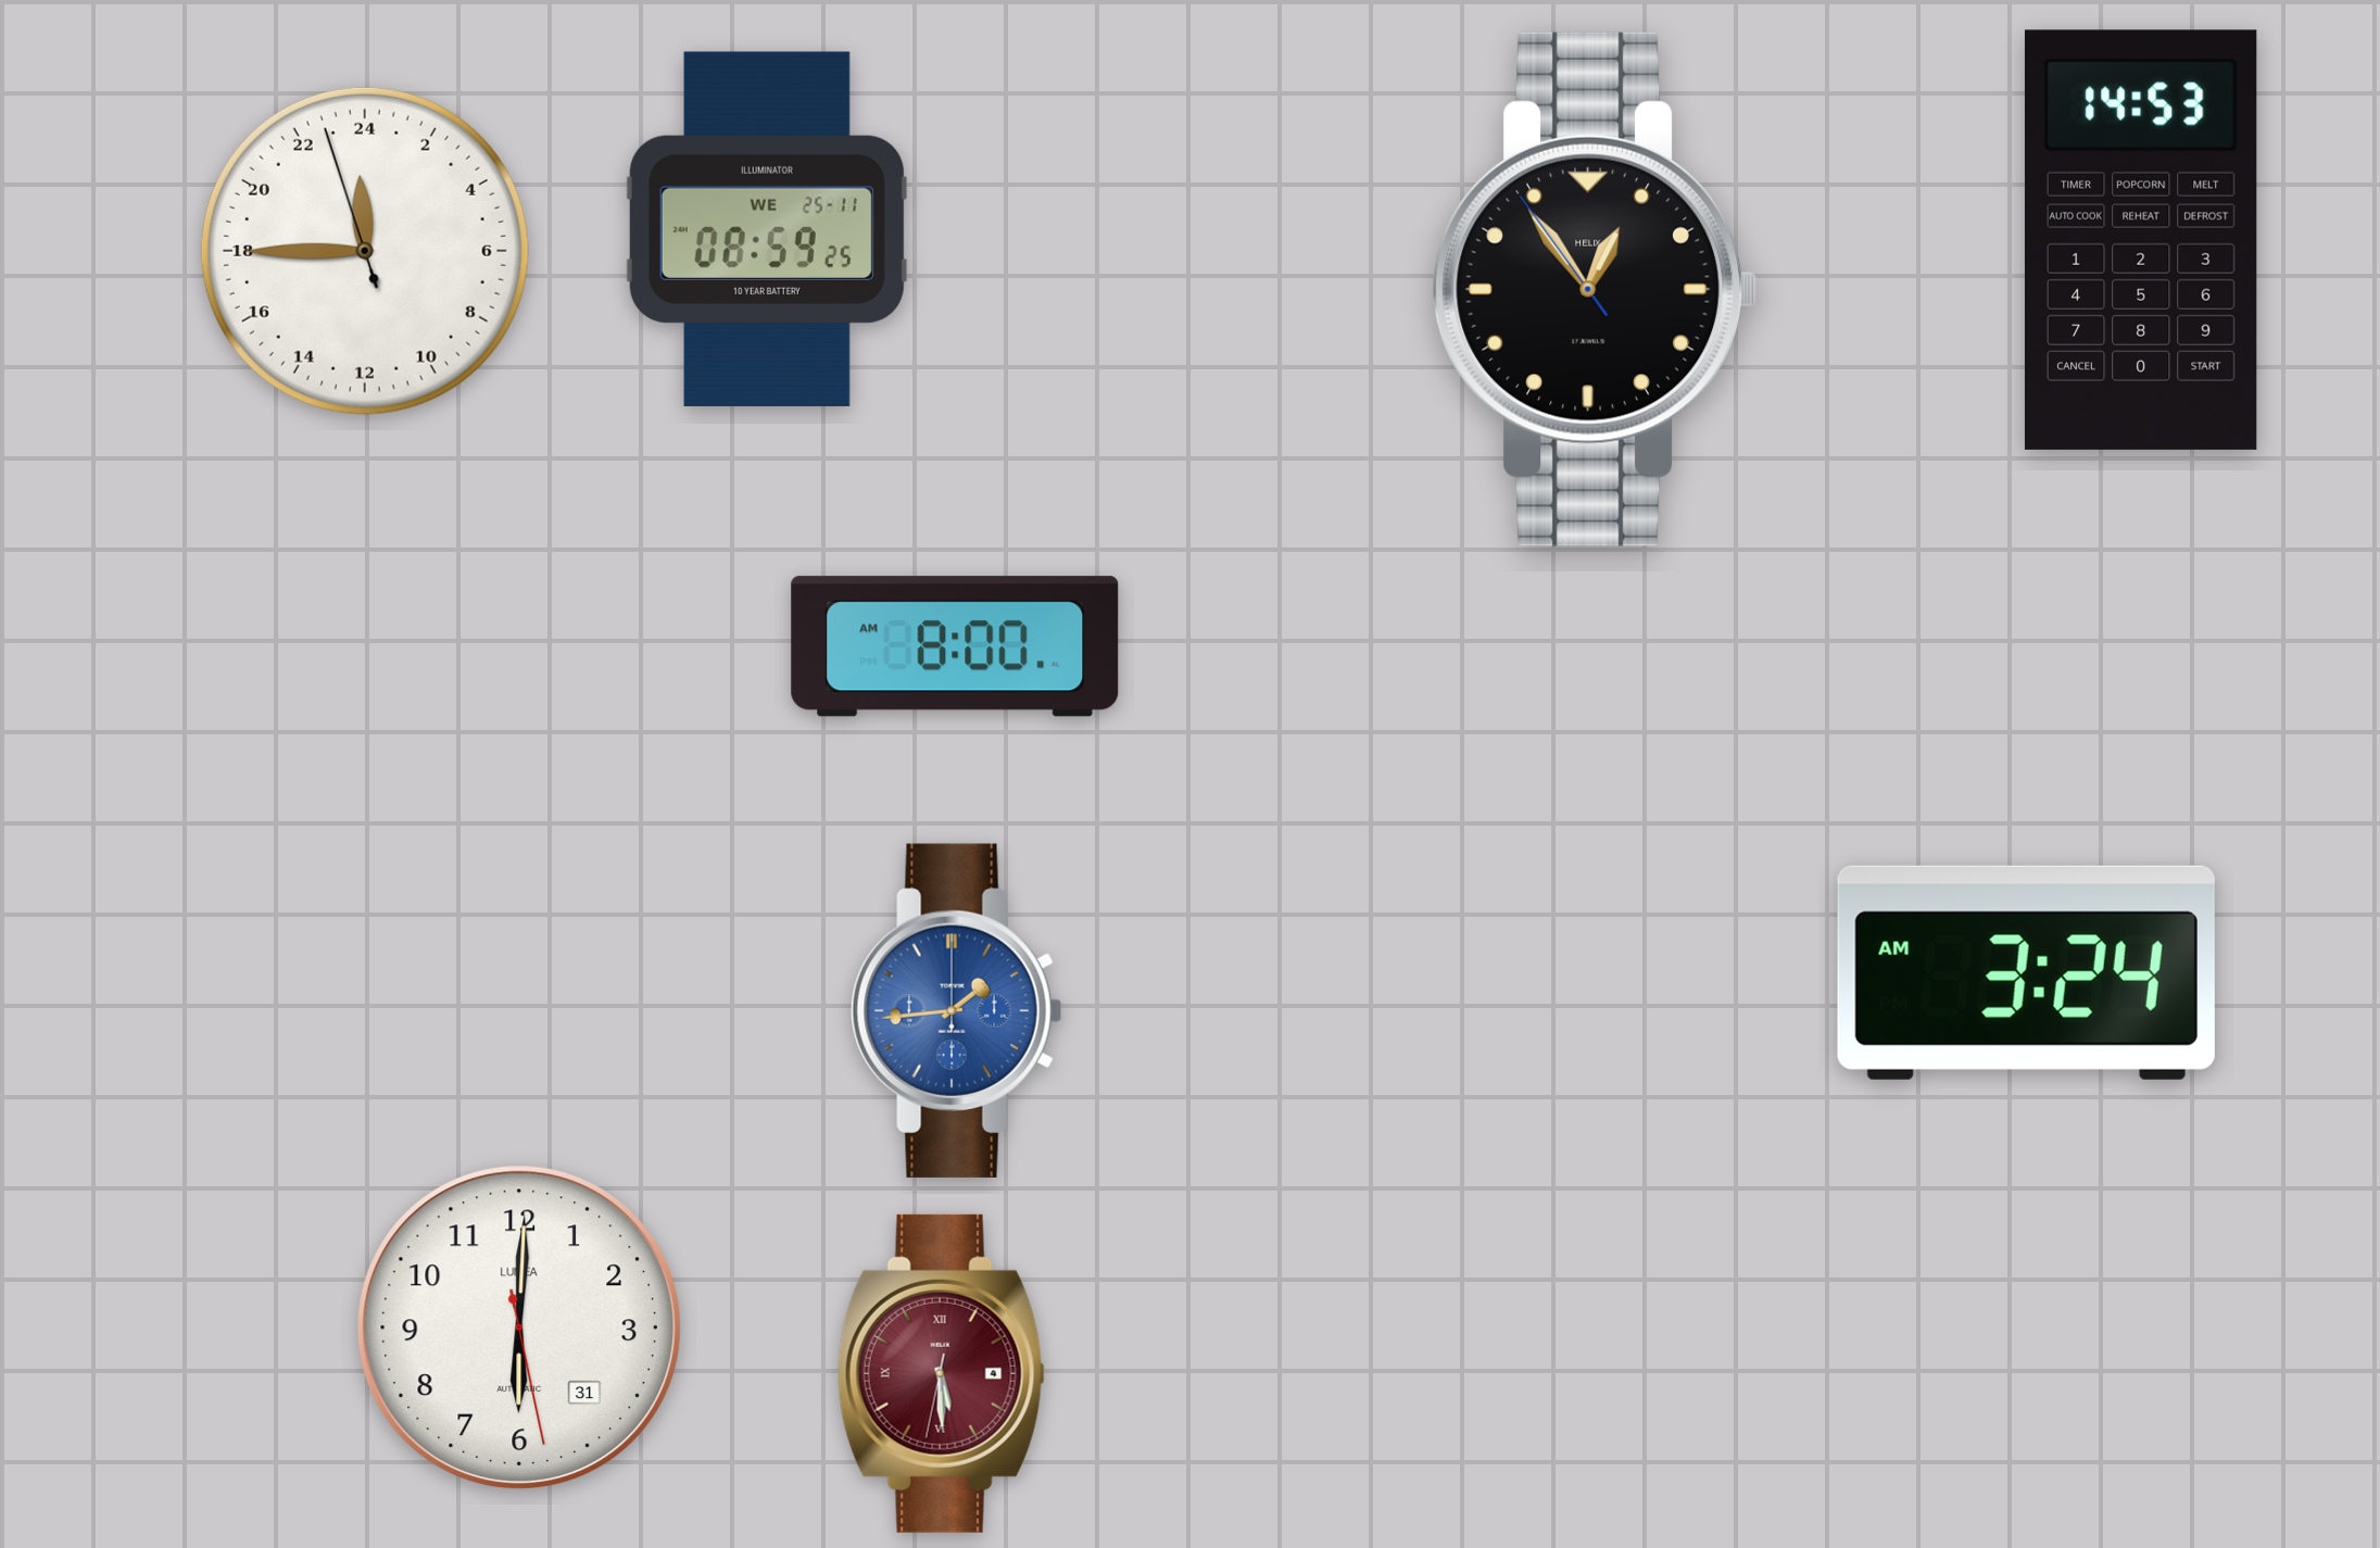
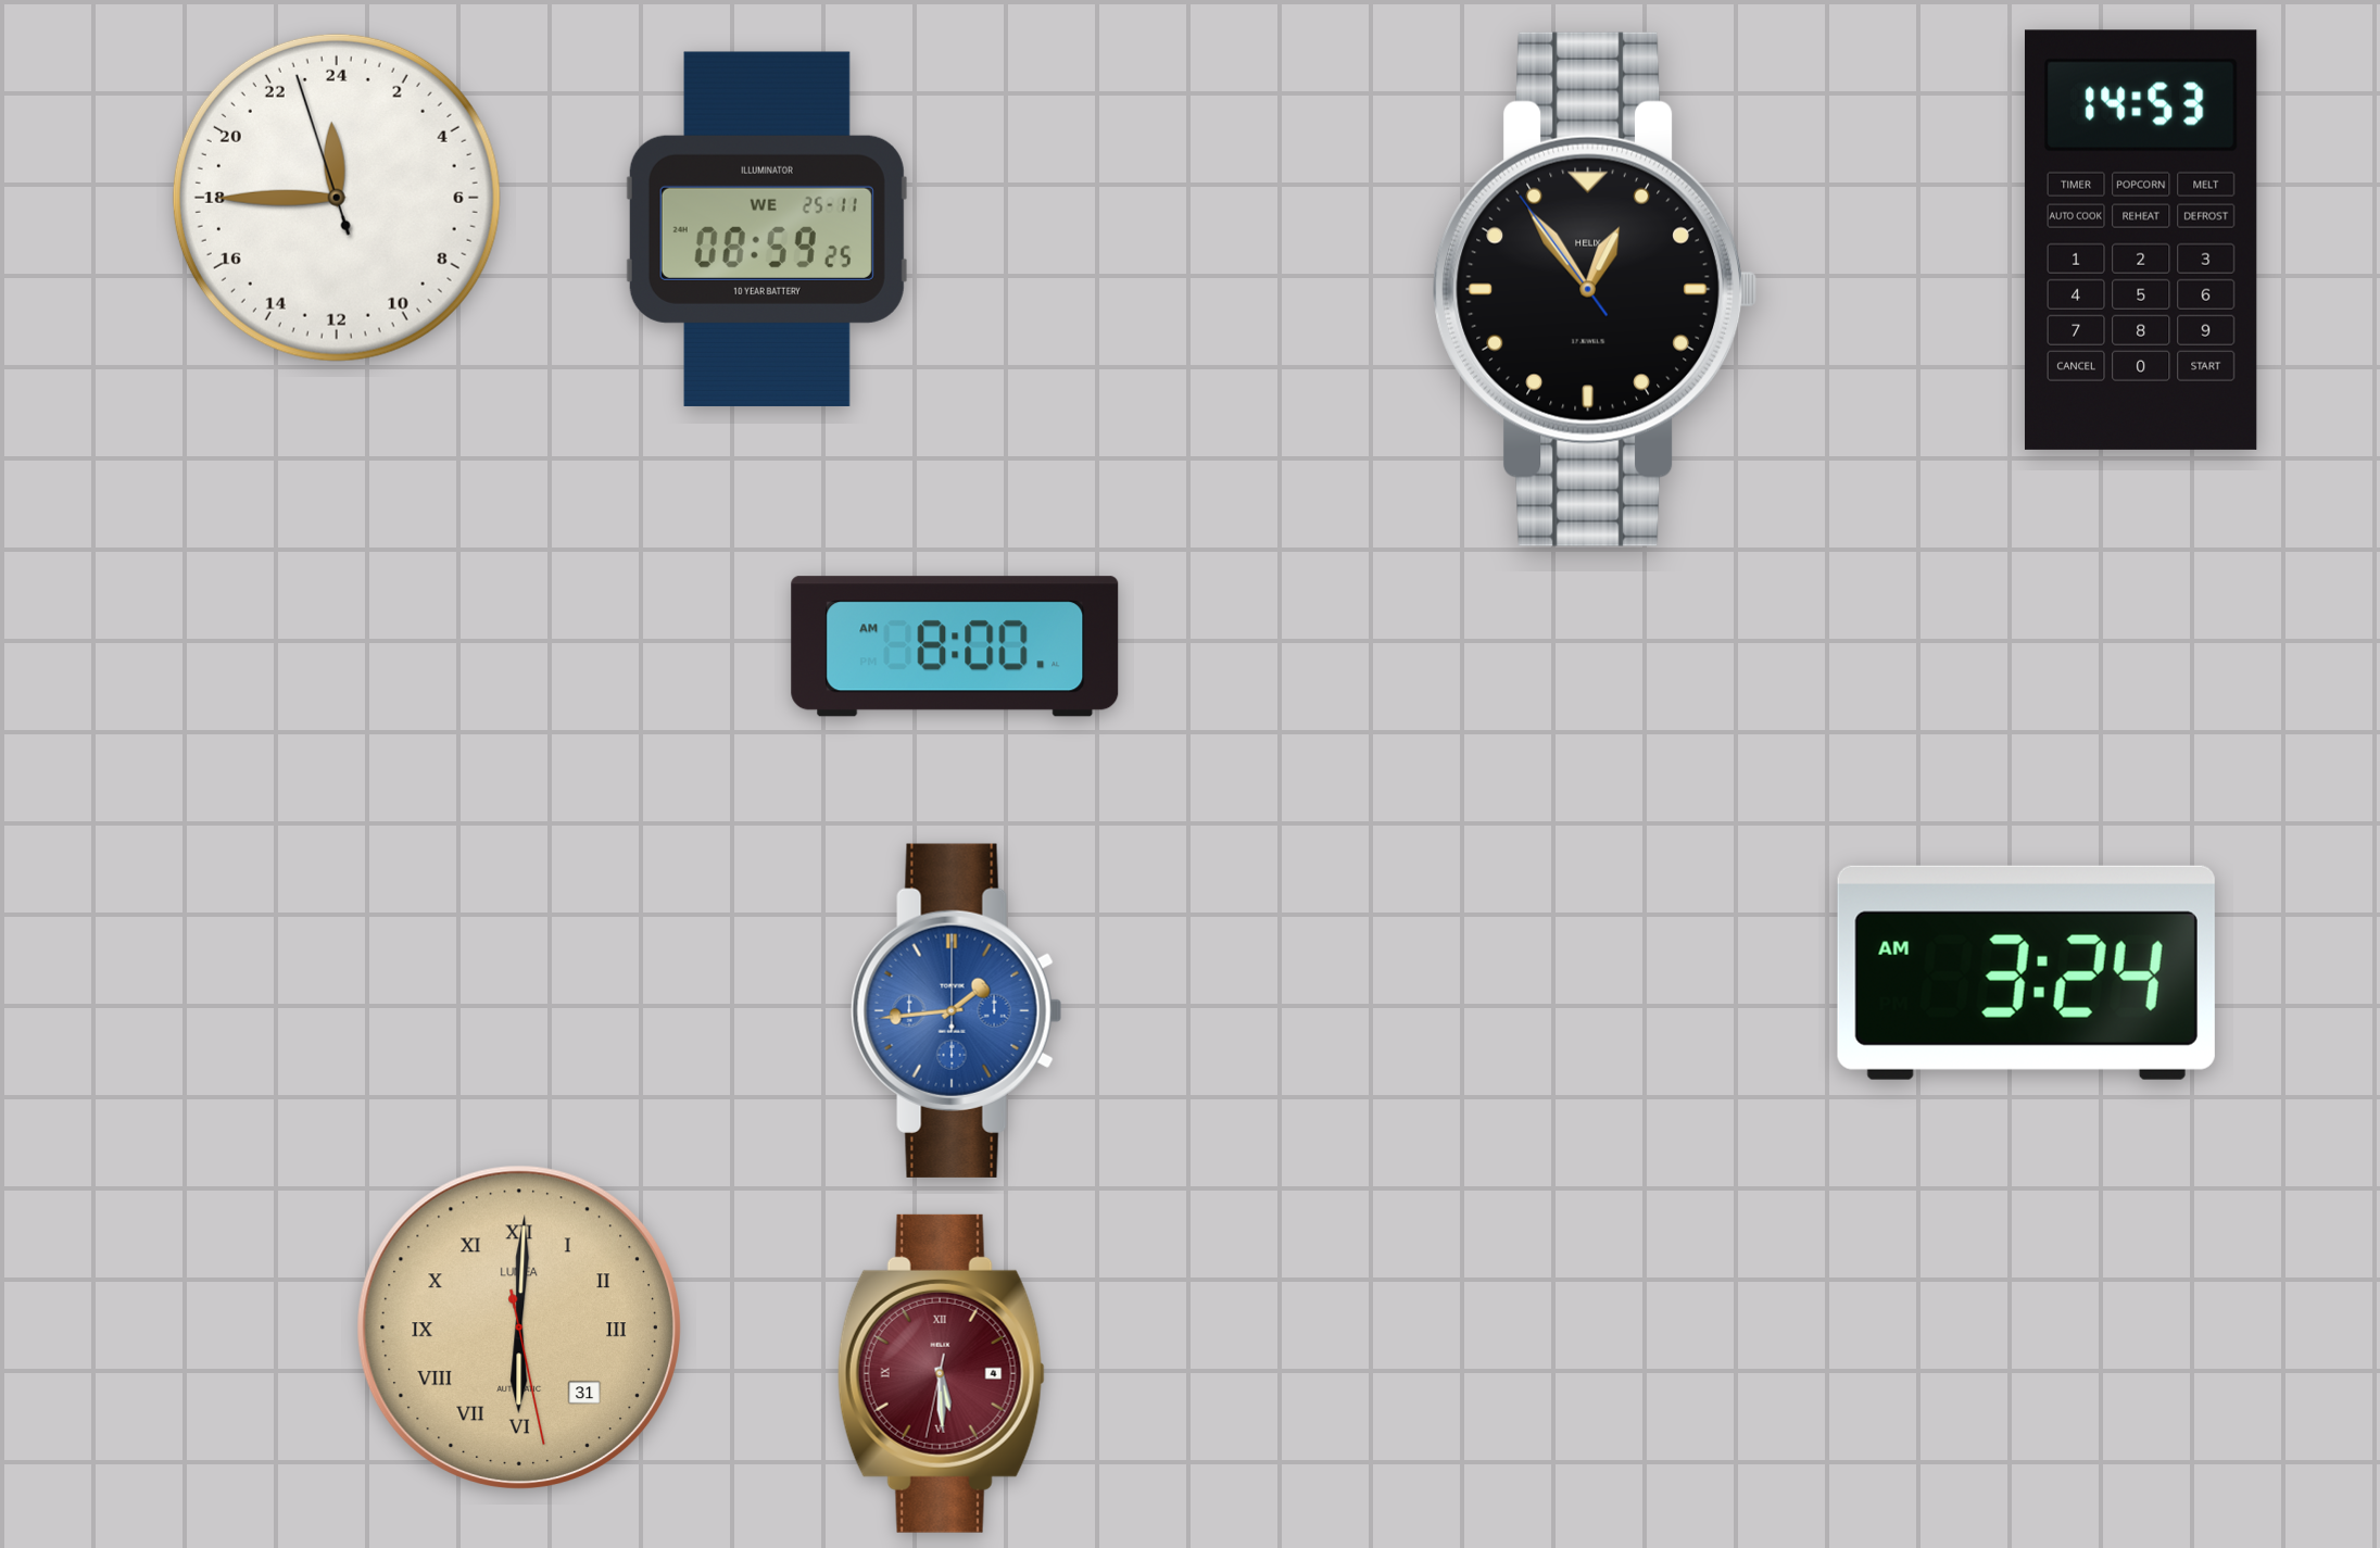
clock at (365, 251) position: (365, 251) -> (337, 198)
clock at (519, 1327) dial: white -> champagne
clock at (519, 1327) numerals: Arabic -> Roman
